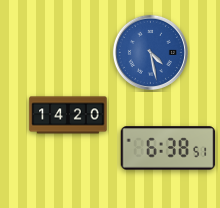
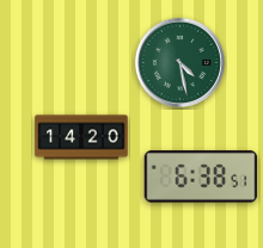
clock at (150, 52) dial: blue -> green
